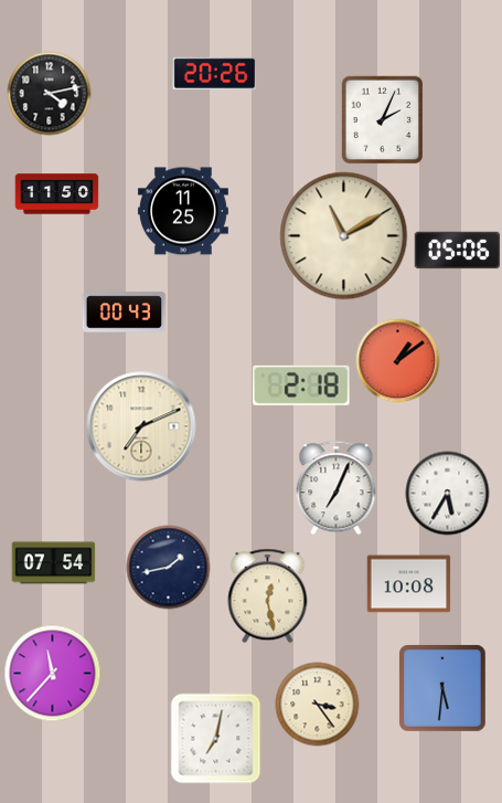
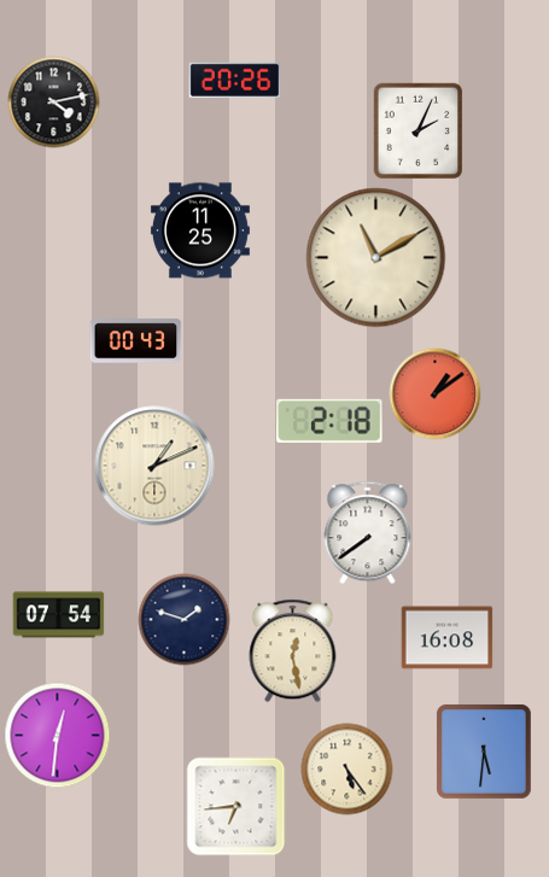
clock at (57, 194): 11:50 -> none
clock at (458, 251): 05:06 -> none
clock at (141, 426): 7:11 -> 1:11
clock at (337, 488): 7:04 -> 7:39
clock at (448, 494): 5:35 -> none
clock at (169, 568): 1:43 -> 1:48
clock at (409, 584): 10:08 -> 16:08
clock at (53, 674): 11:37 -> 12:31
clock at (318, 705): 3:24 -> 5:24
clock at (216, 739): 7:02 -> 6:44
